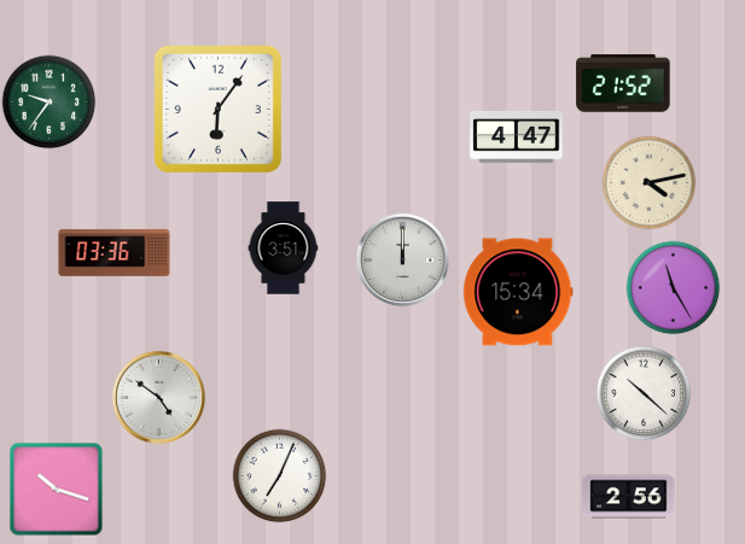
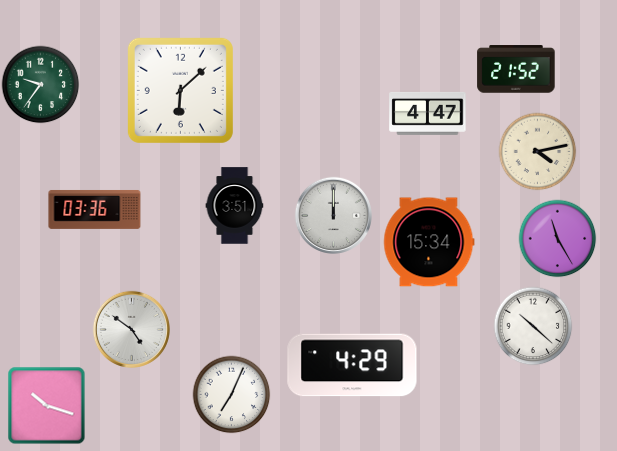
clock at (217, 109): 6:06 -> 6:08
clock at (352, 365): none -> 4:29
clock at (629, 497): 2:56 -> none
